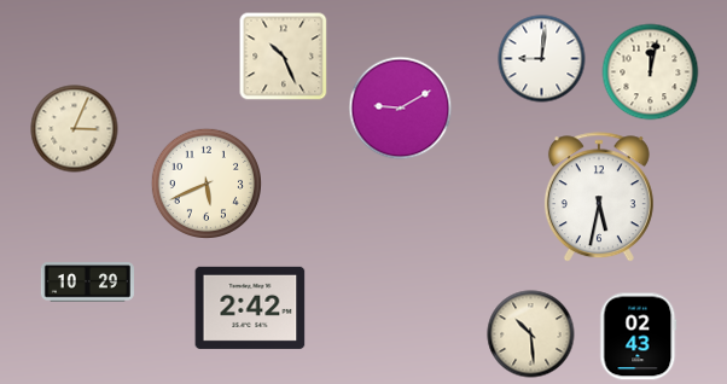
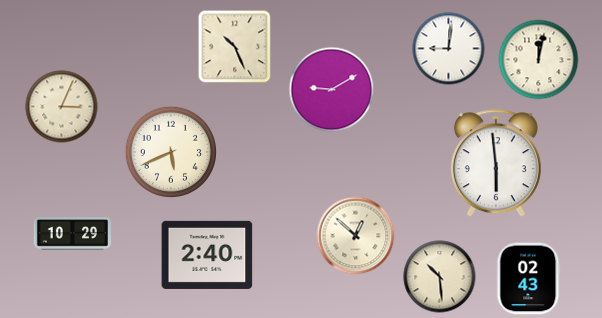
clock at (599, 198): 5:32 -> 5:59
clock at (356, 236): none -> 12:52
clock at (250, 308): 2:42 -> 2:40
